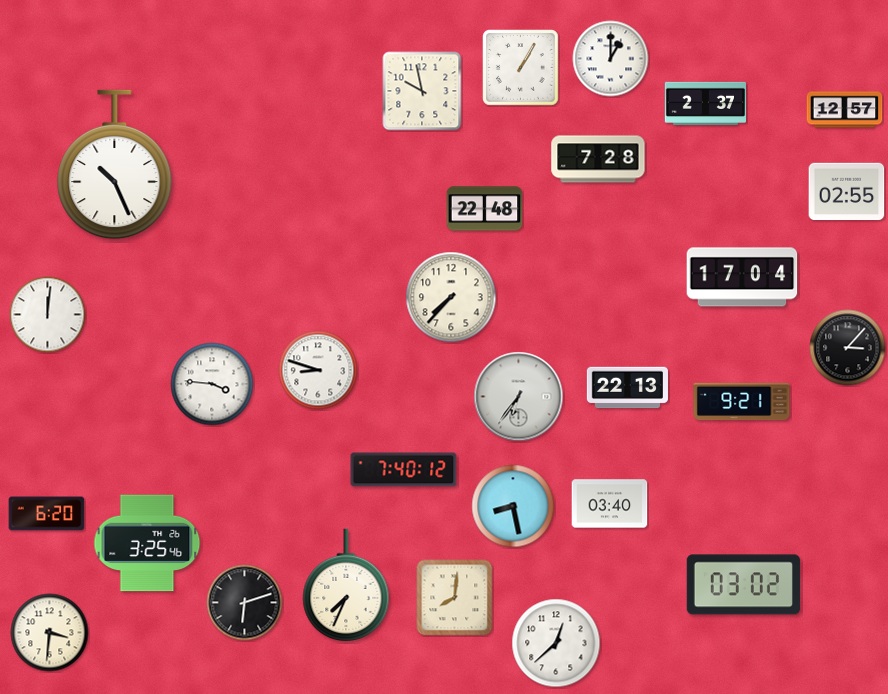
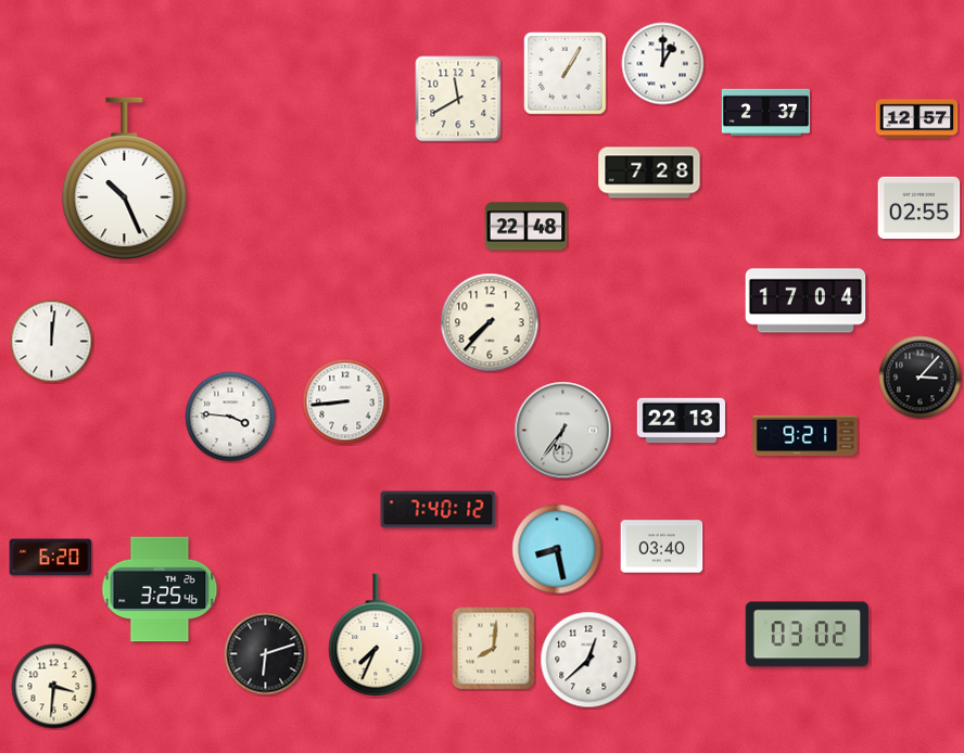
clock at (422, 91): 9:58 -> 11:40
clock at (318, 370): 8:48 -> 8:44
clock at (556, 643) position: (556, 643) -> (588, 660)
